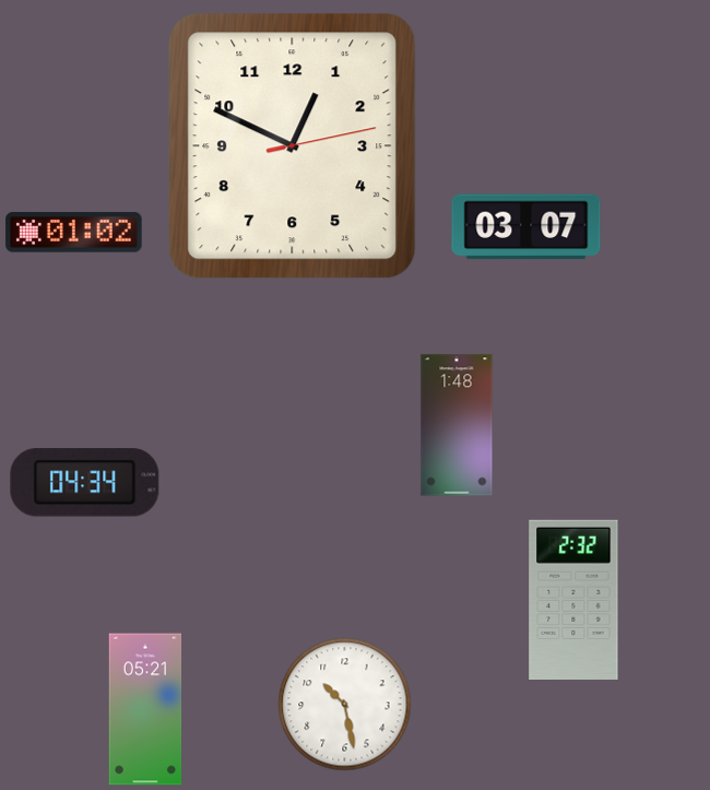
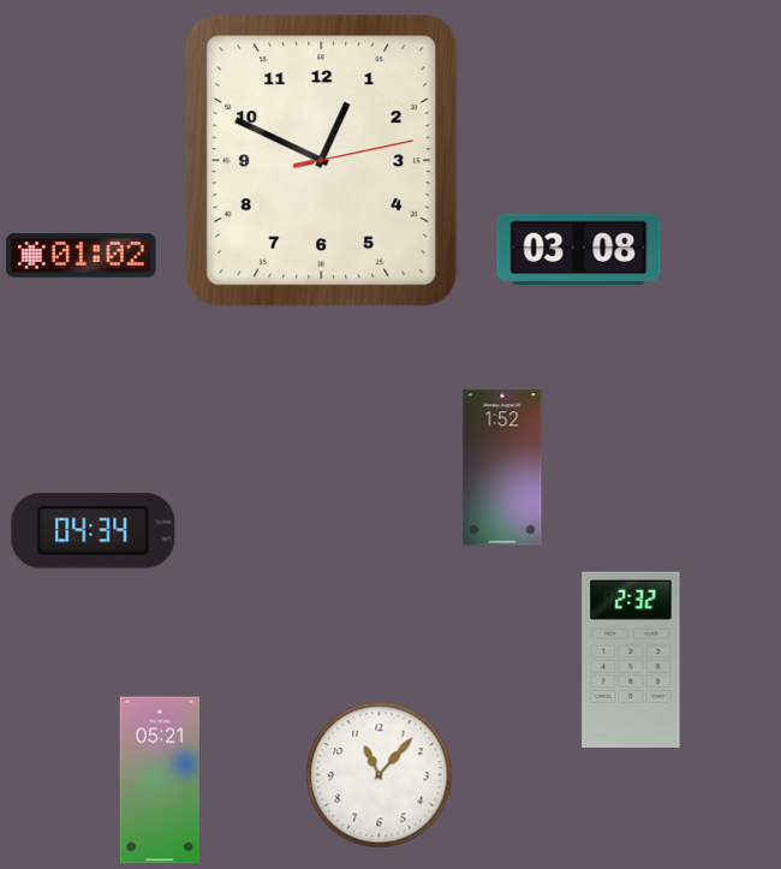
clock at (526, 227): 03:07 -> 03:08
clock at (457, 425): 1:48 -> 1:52
clock at (345, 705): 10:28 -> 11:07
